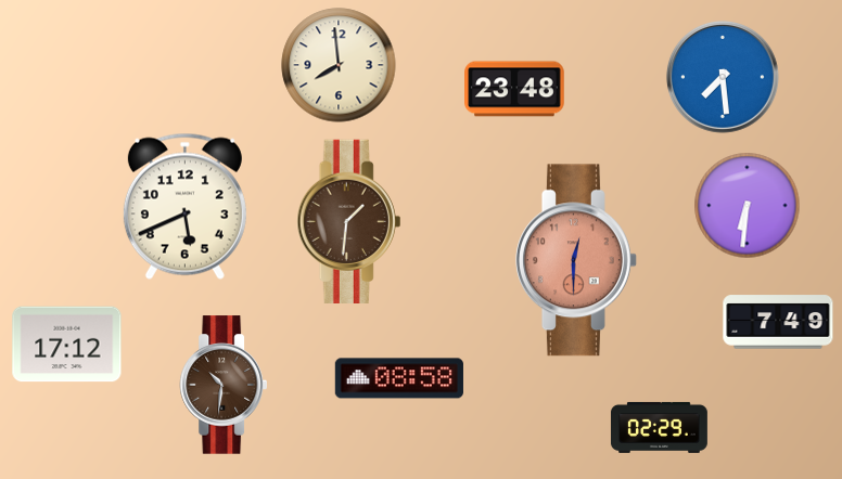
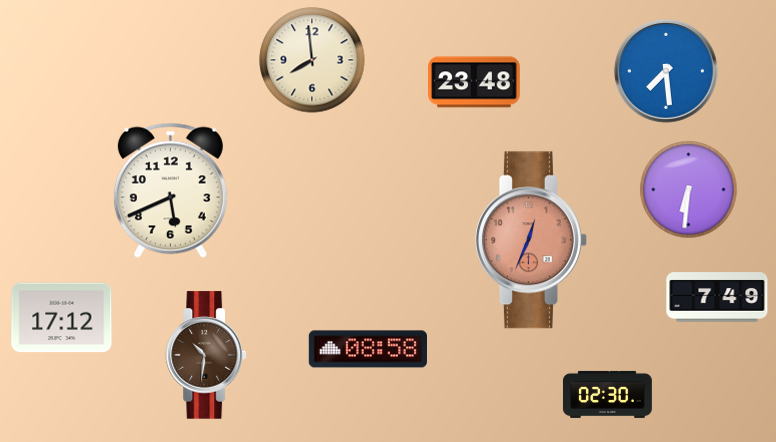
clock at (349, 221): 1:31 -> none
clock at (576, 260): 12:30 -> 12:34
clock at (659, 427): 02:29 -> 02:30
